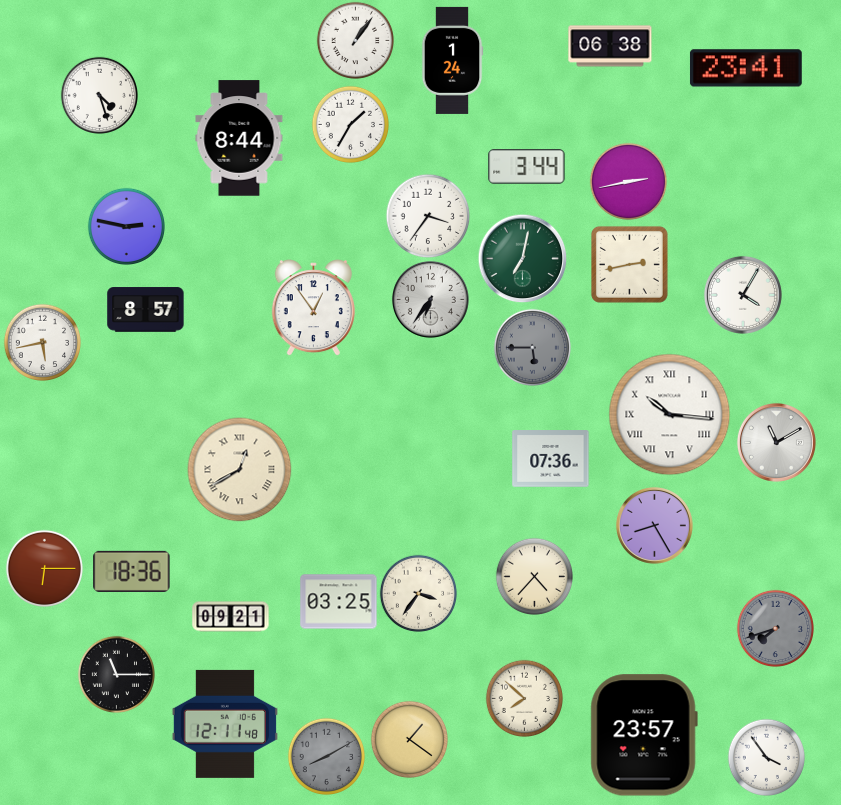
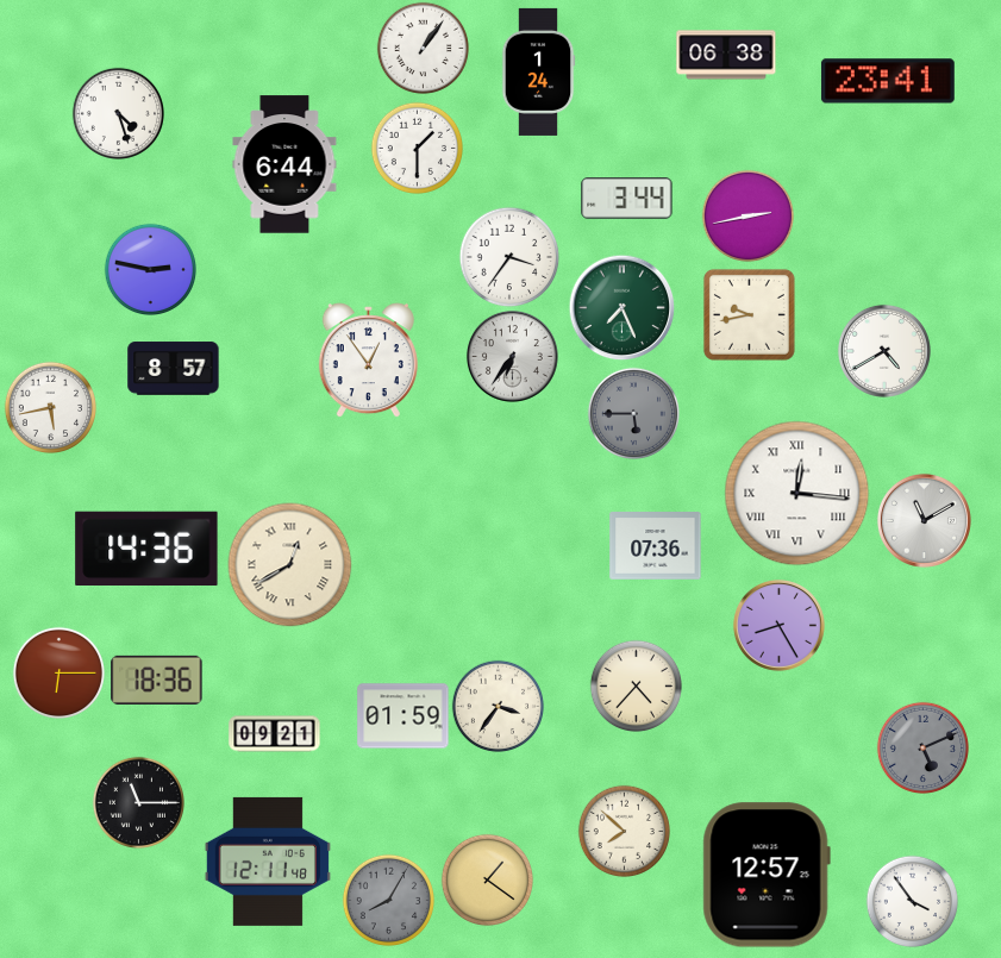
clock at (350, 124): 1:35 -> 1:30
clock at (239, 138): 8:44 -> 6:44
clock at (522, 258): 7:02 -> 7:26
clock at (629, 264): 2:43 -> 9:43
clock at (743, 295): 4:05 -> 4:40
clock at (313, 308) position: (313, 308) -> (368, 361)
clock at (670, 415): 10:16 -> 12:16
clock at (776, 442) position: (776, 442) -> (924, 520)
clock at (146, 547): none -> 14:36
clock at (240, 470) position: (240, 470) -> (290, 565)
clock at (44, 568) position: (44, 568) -> (58, 672)
clock at (339, 602): 03:25 -> 01:59
clock at (775, 628): 7:42 -> 5:11
clock at (644, 735): 23:57 -> 12:57
clock at (326, 756): 8:10 -> 8:05
